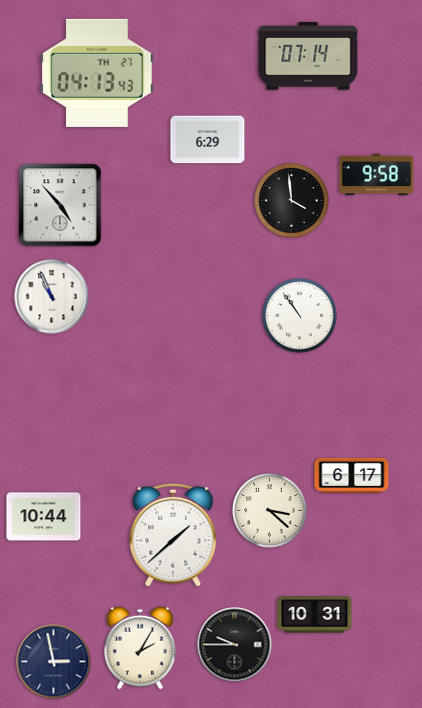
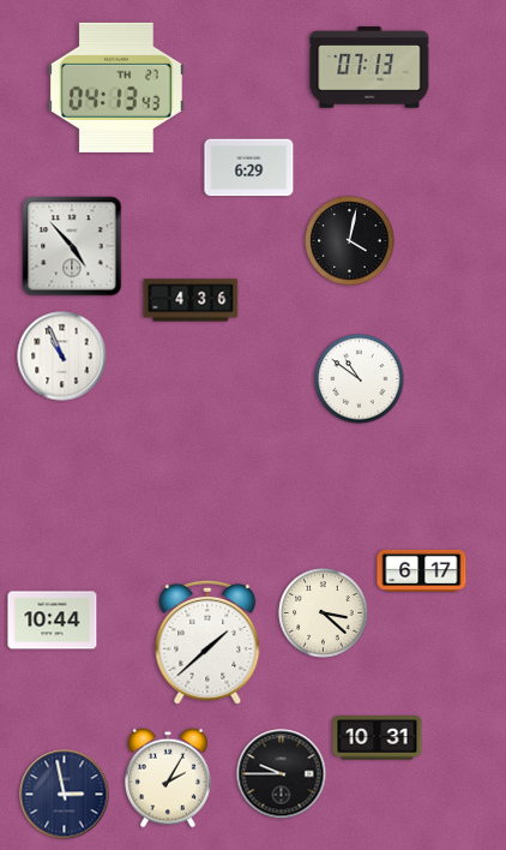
clock at (308, 56): 07:14 -> 07:13
clock at (377, 175): 9:58 -> none
clock at (292, 201): 3:59 -> 4:02
clock at (191, 300): none -> 4:36
clock at (300, 316): 10:54 -> 10:51
